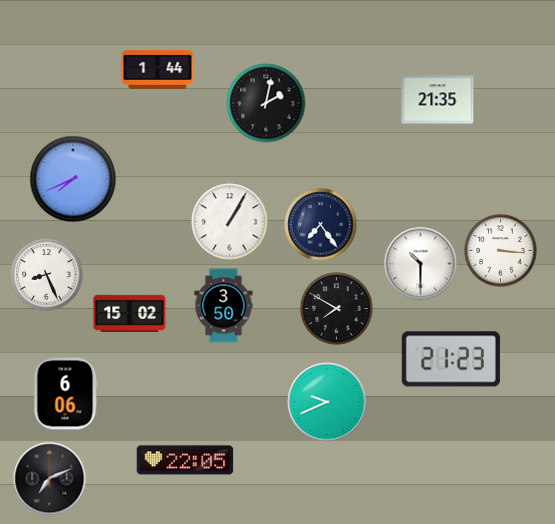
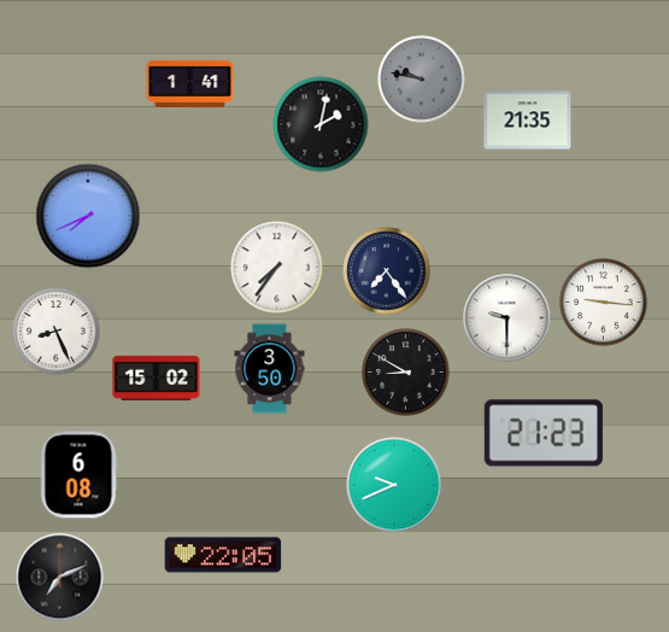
clock at (422, 80): none -> 9:47
clock at (158, 69): 1:44 -> 1:41
clock at (230, 222): 1:05 -> 7:36
clock at (501, 251): 3:16 -> 9:16
clock at (421, 264): 10:30 -> 9:30
clock at (337, 309): 7:50 -> 8:50
clock at (65, 394): 6:06 -> 6:08
